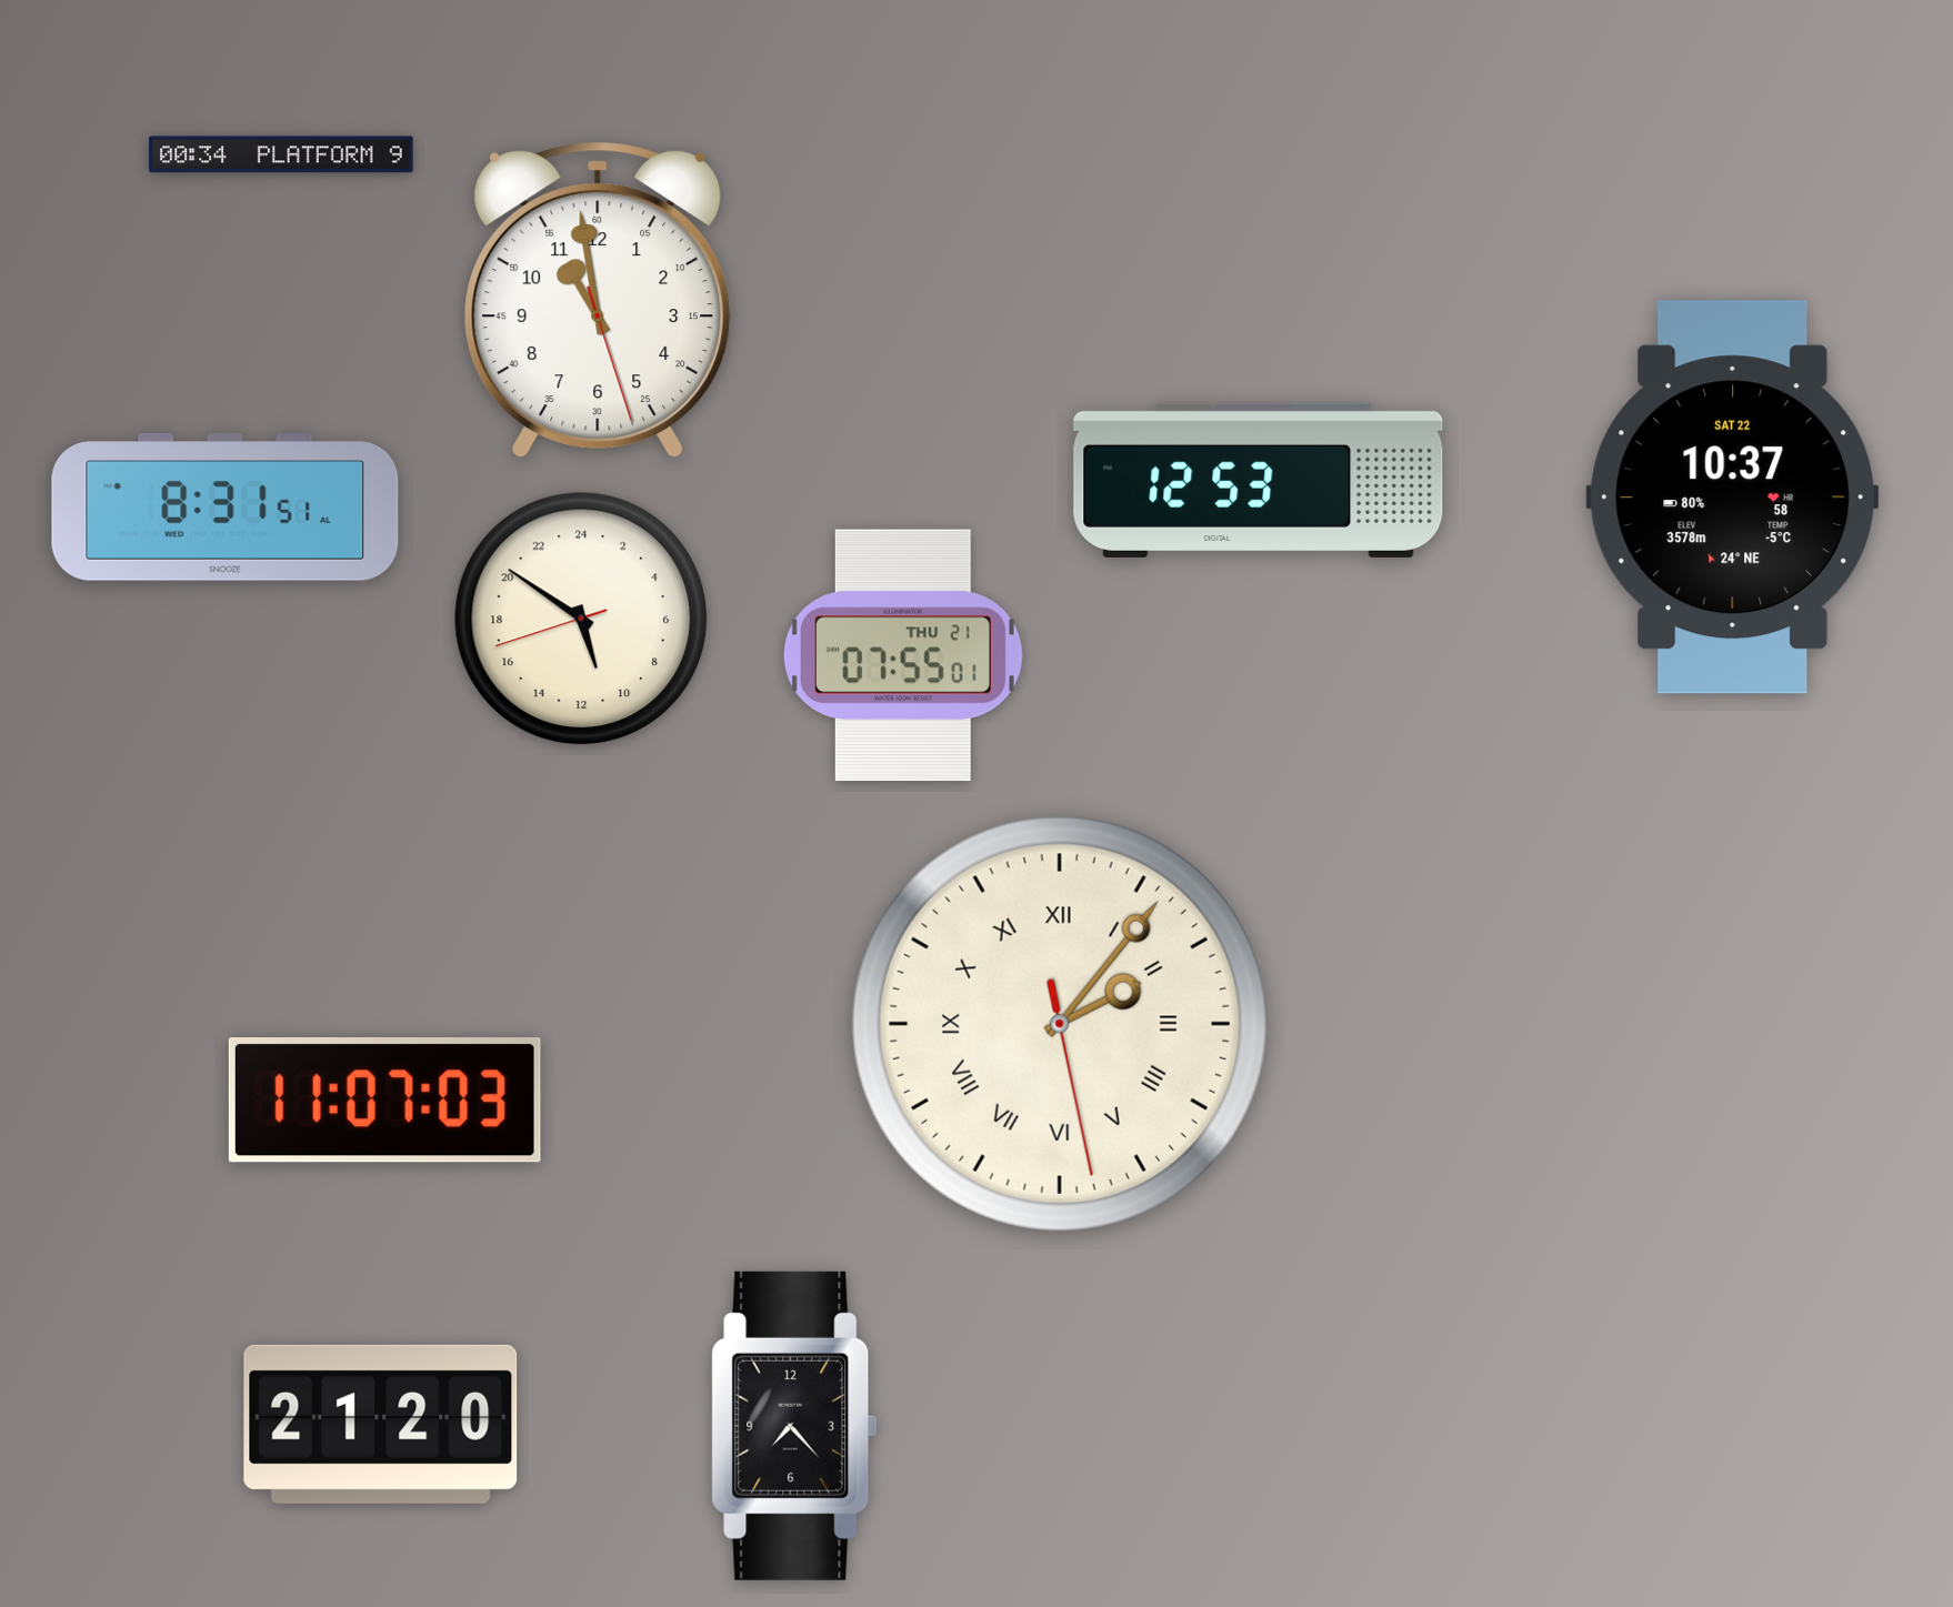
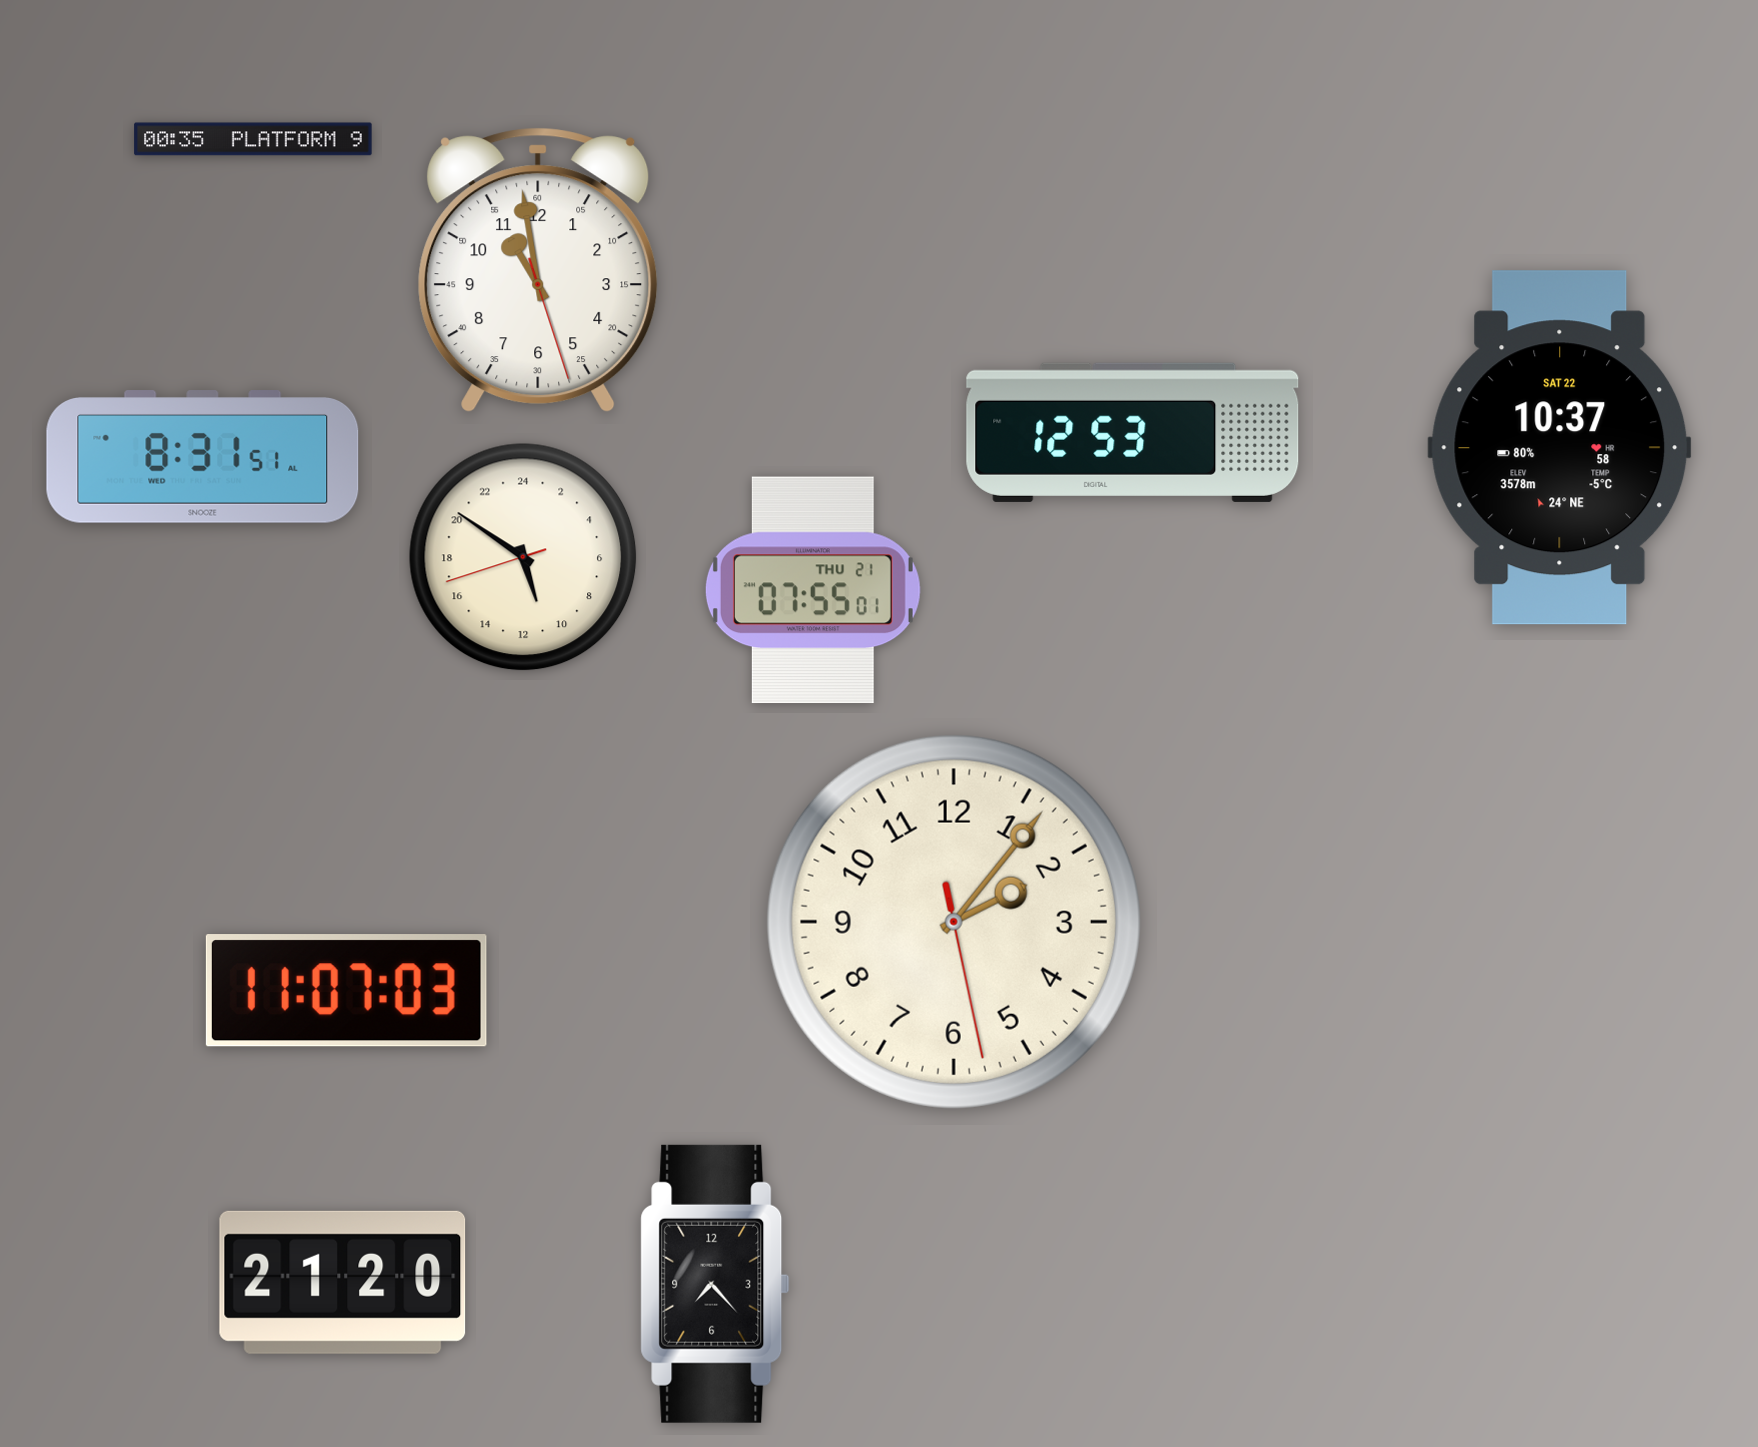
clock at (281, 154): 00:34 -> 00:35
clock at (1060, 1024) numerals: Roman -> Arabic
